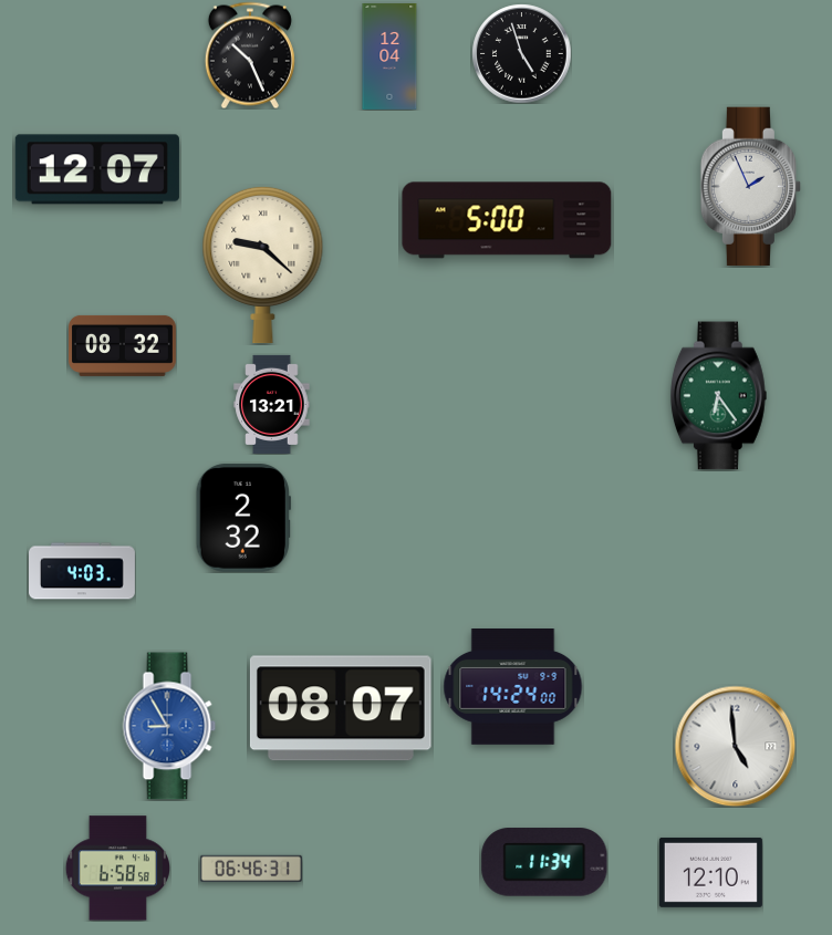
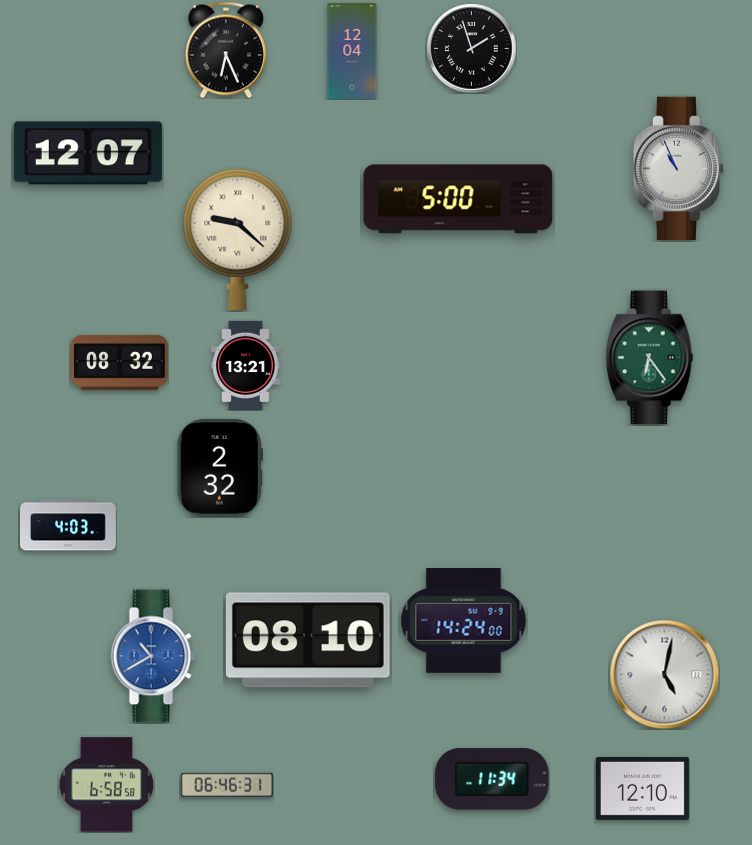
clock at (521, 53): 4:57 -> 1:57
clock at (250, 55): 10:26 -> 6:26
clock at (750, 187): 1:56 -> 10:56
clock at (123, 345) position: (123, 345) -> (120, 362)
clock at (83, 571) position: (83, 571) -> (69, 525)
clock at (341, 708): 08:07 -> 08:10
clock at (169, 726): 8:55 -> 10:40
clock at (735, 746): 4:59 -> 5:02
